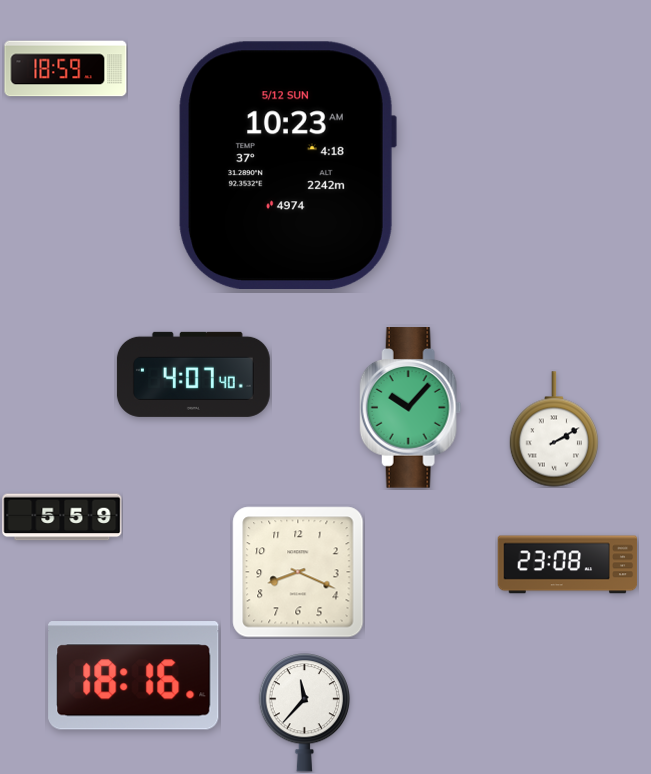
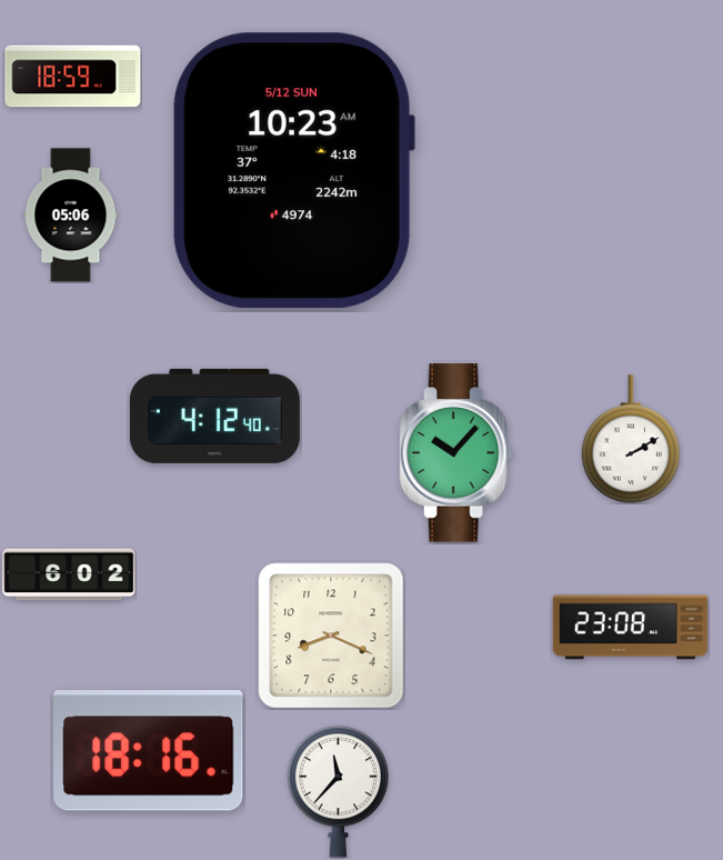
clock at (287, 165) position: (287, 165) -> (293, 170)
clock at (71, 216): none -> 05:06
clock at (193, 374): 4:07 -> 4:12
clock at (553, 429) position: (553, 429) -> (630, 439)
clock at (62, 517): 5:59 -> 6:02
